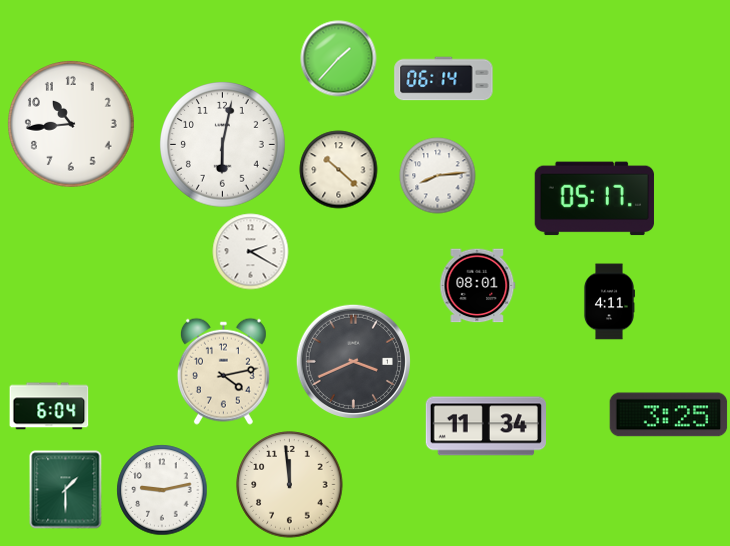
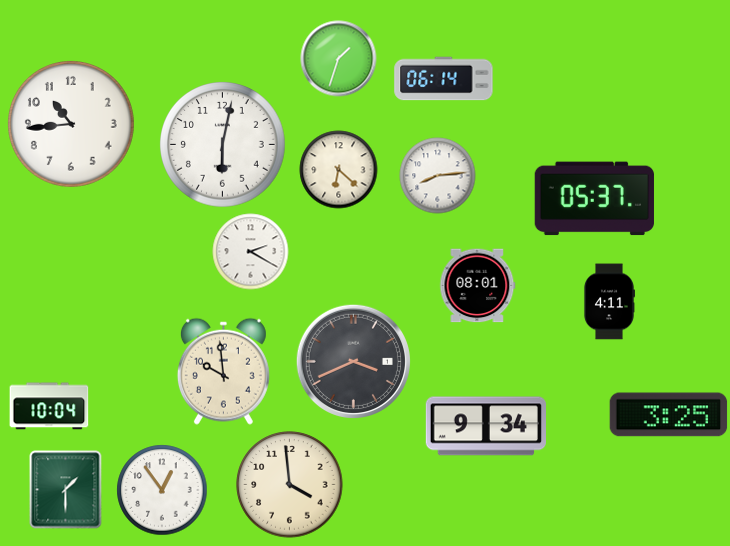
clock at (339, 59): 1:37 -> 1:33
clock at (339, 170): 10:22 -> 6:22
clock at (594, 199): 05:17 -> 05:37
clock at (223, 371): 4:13 -> 9:59
clock at (49, 406): 6:04 -> 10:04
clock at (485, 426): 11:34 -> 9:34
clock at (290, 485): 11:59 -> 3:59
clock at (162, 490): 9:13 -> 12:54
